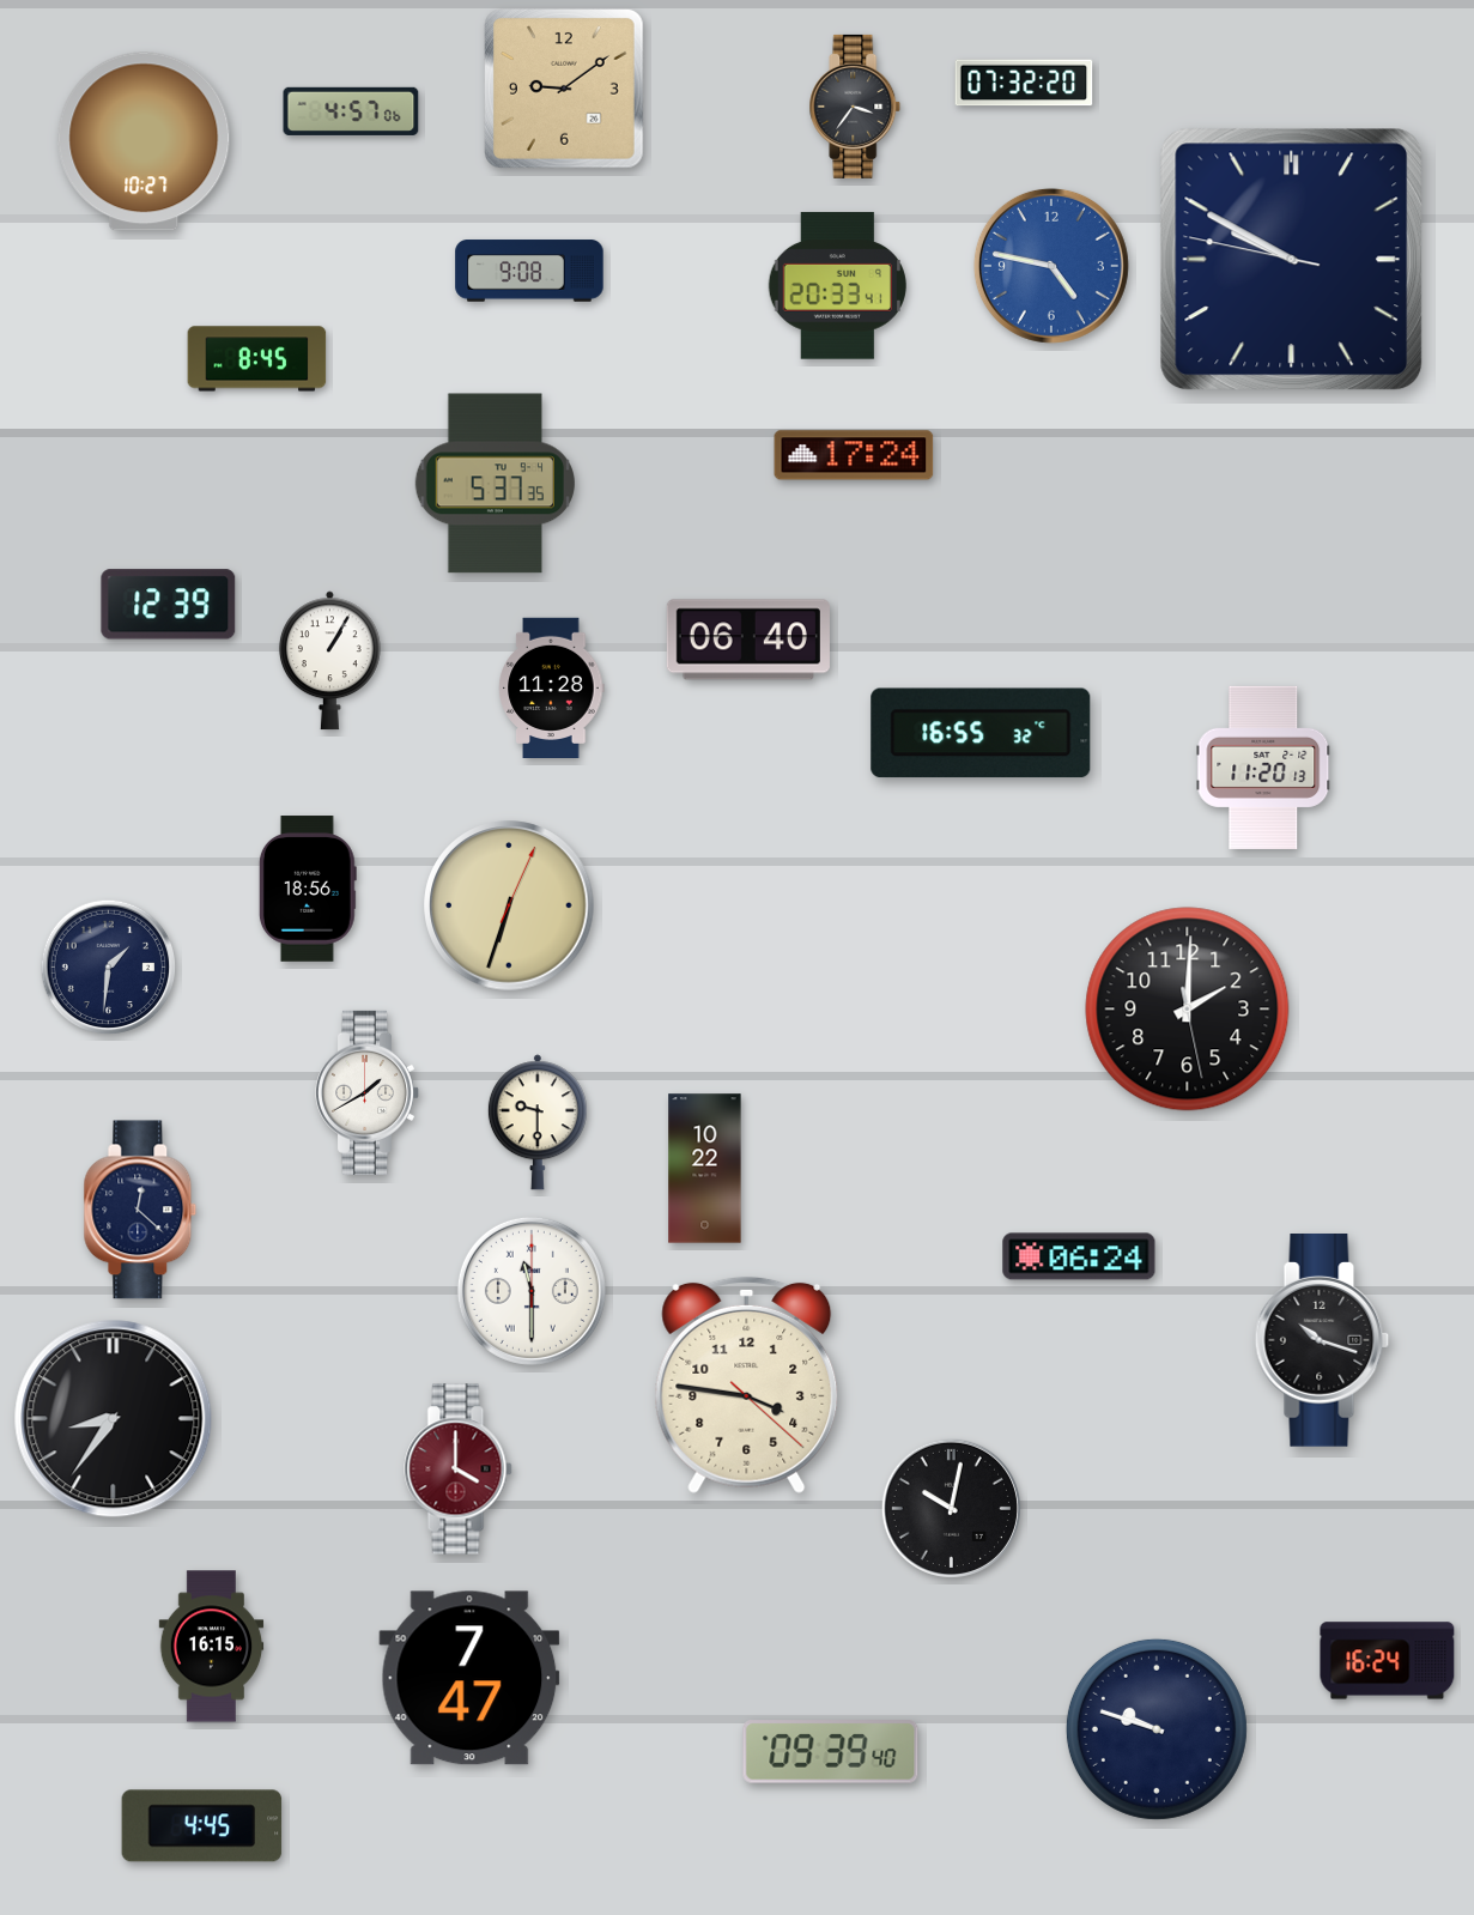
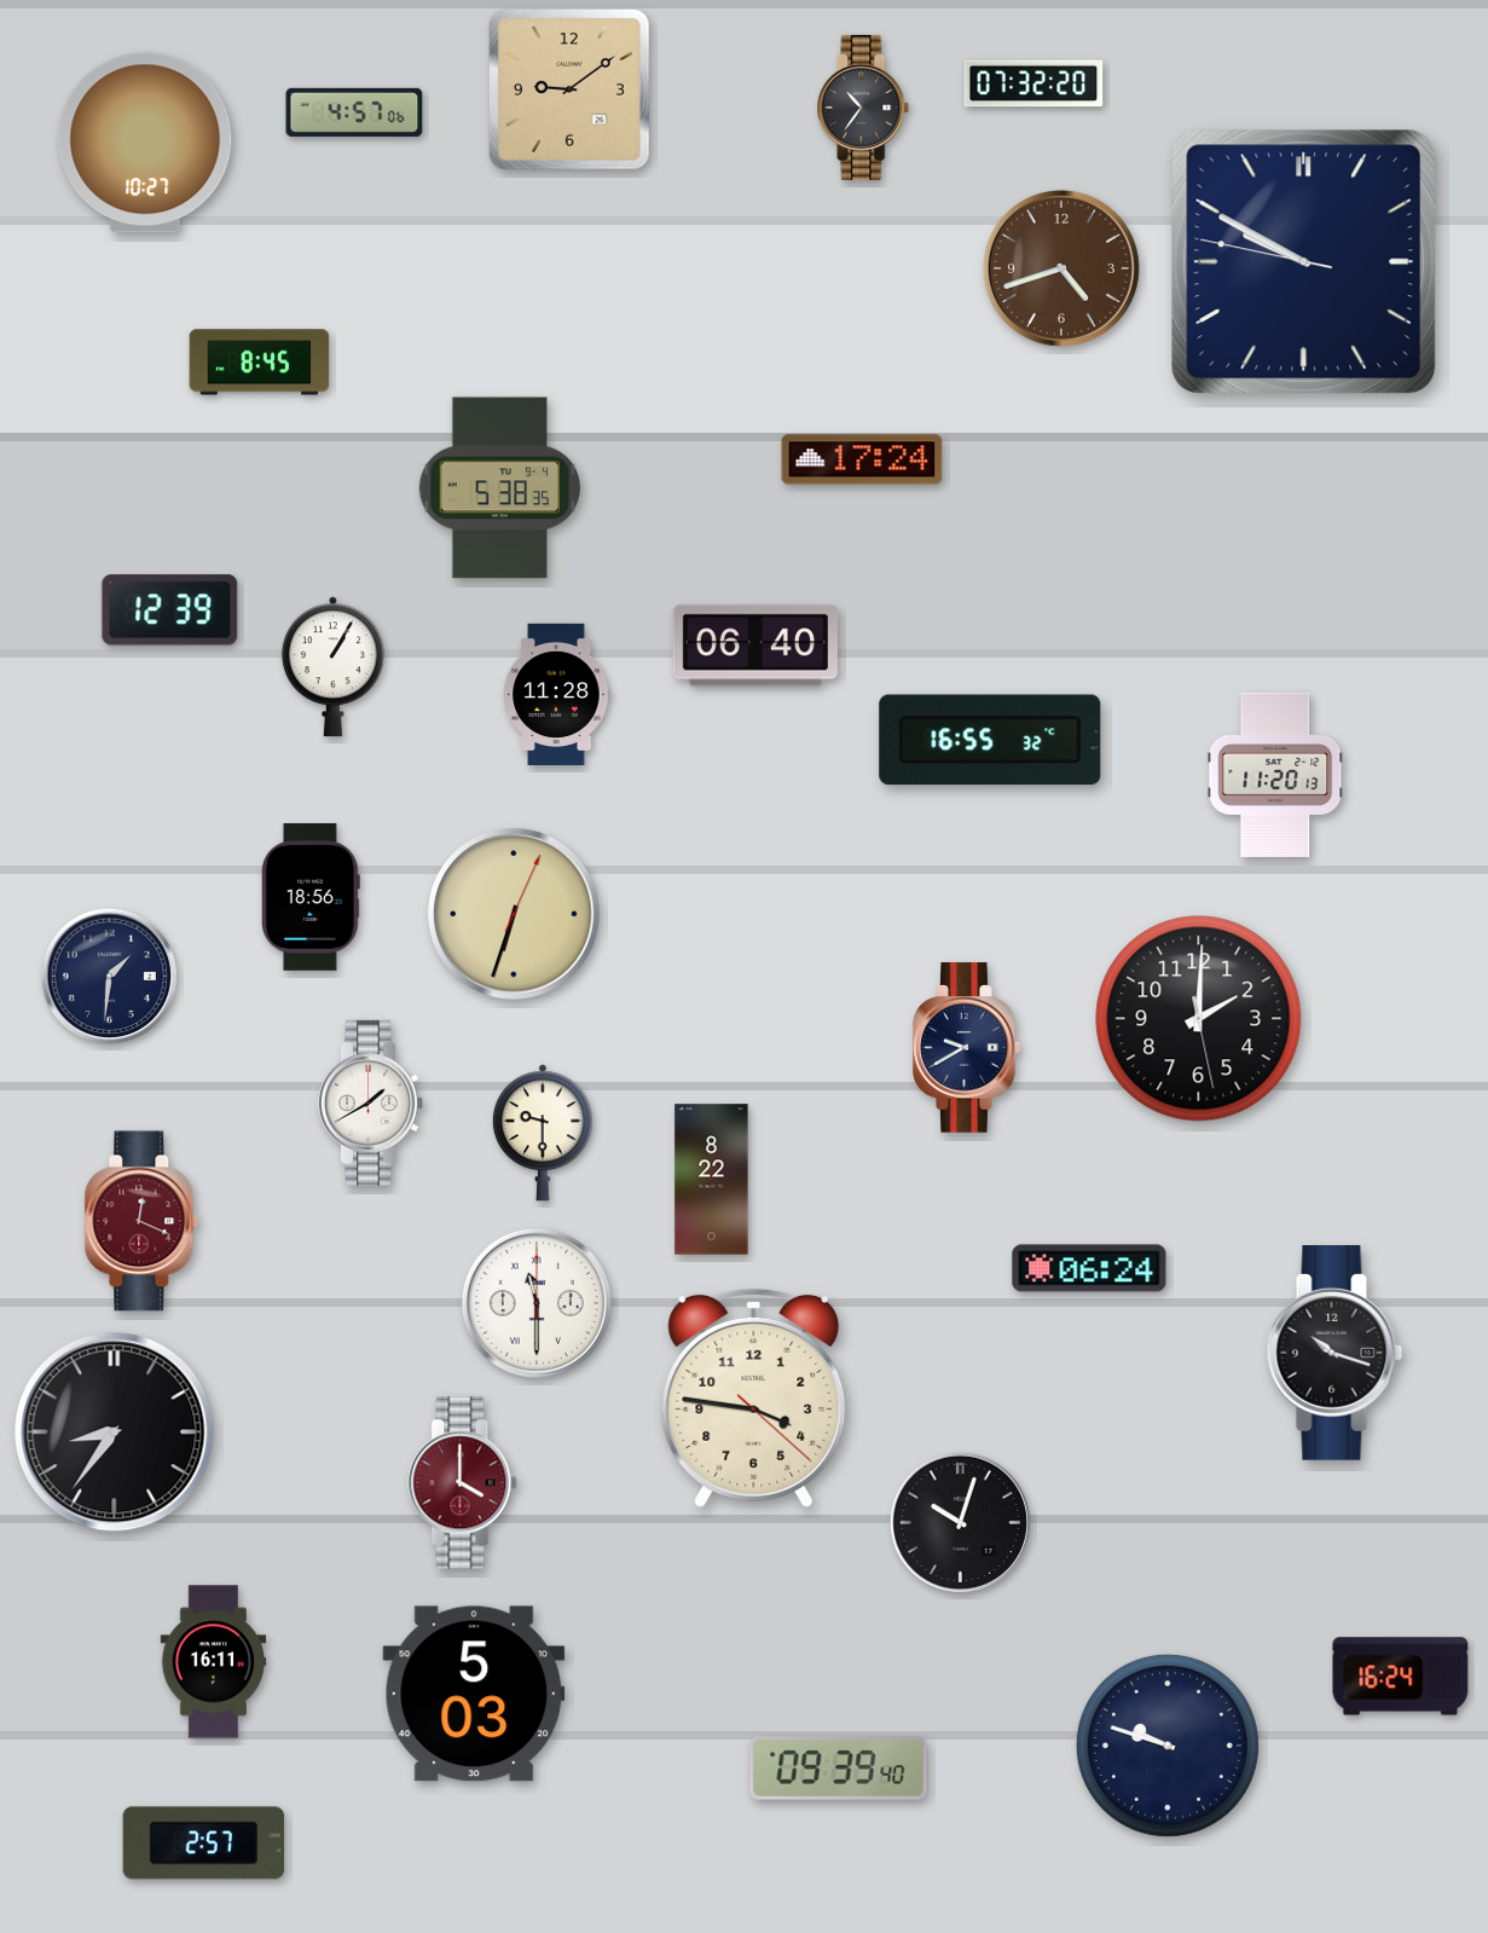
clock at (855, 107): 3:36 -> 10:36
clock at (1051, 266): 4:47 -> 4:42
clock at (1051, 266) dial: blue -> brown
clock at (529, 271): 9:08 -> none
clock at (837, 286): 20:33 -> none
clock at (495, 484): 5:37 -> 5:38
clock at (967, 1048): none -> 9:40
clock at (705, 1169): 10:22 -> 8:22
clock at (140, 1210): 12:22 -> 12:19
clock at (140, 1210) dial: navy -> burgundy
clock at (951, 1508): 10:02 -> 10:03
clock at (212, 1647): 16:15 -> 16:11
clock at (469, 1678): 7:47 -> 5:03
clock at (202, 1826): 4:45 -> 2:57
